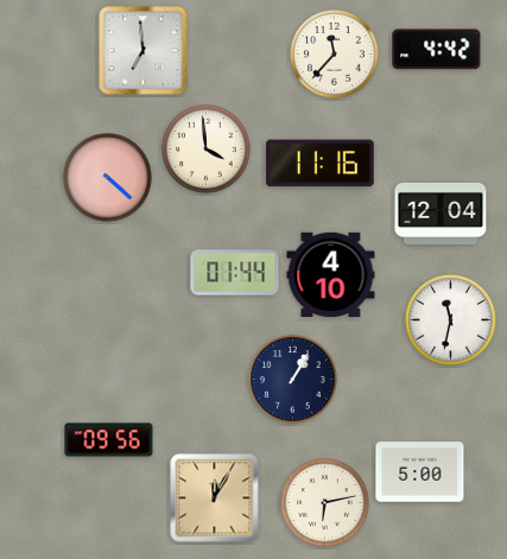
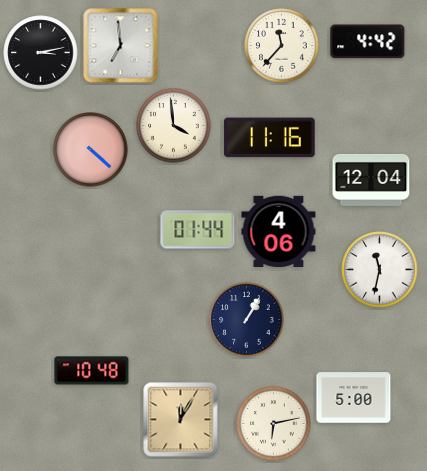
clock at (144, 51) position: (144, 51) -> (121, 46)
clock at (41, 53): none -> 3:13
clock at (331, 275): 4:10 -> 4:06
clock at (109, 440): 09:56 -> 10:48
